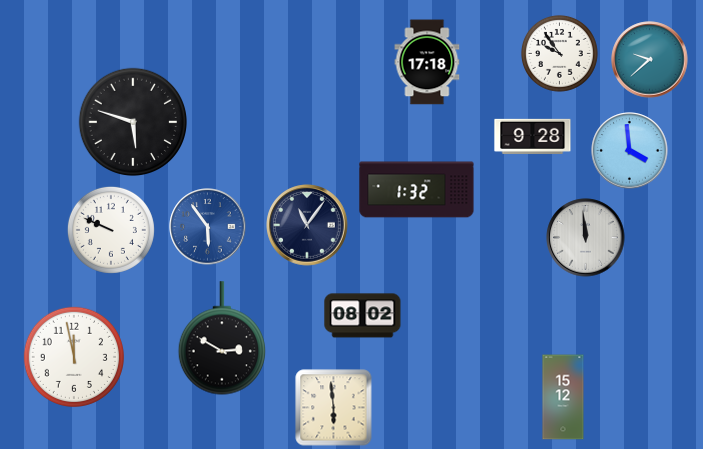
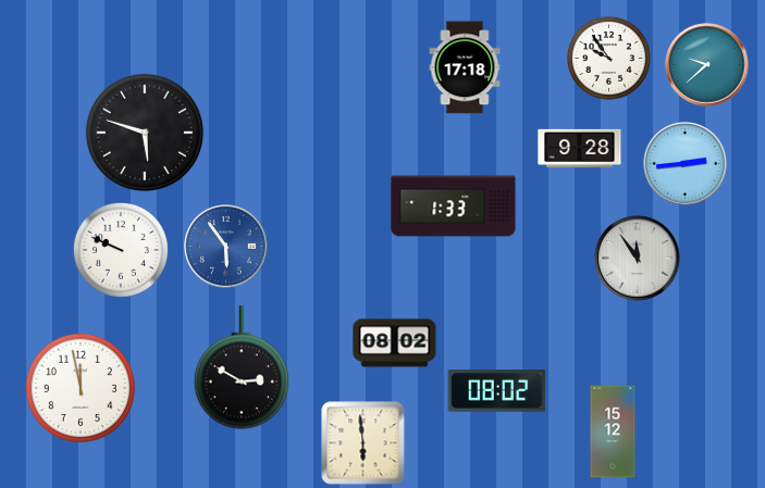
clock at (630, 151): 3:59 -> 2:44
clock at (417, 190): 1:32 -> 1:33
clock at (307, 225): 11:06 -> none
clock at (586, 238): 11:59 -> 11:54
clock at (497, 391): none -> 08:02
